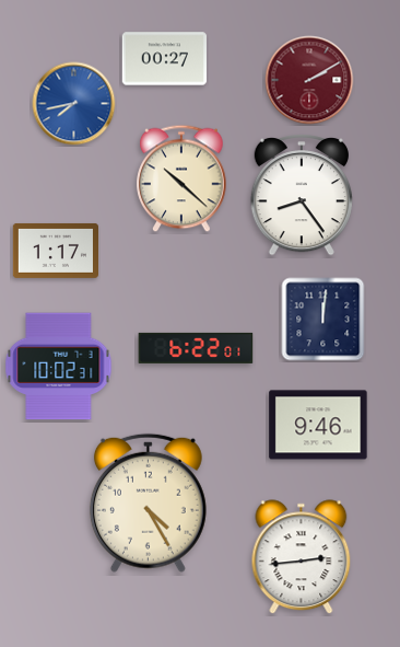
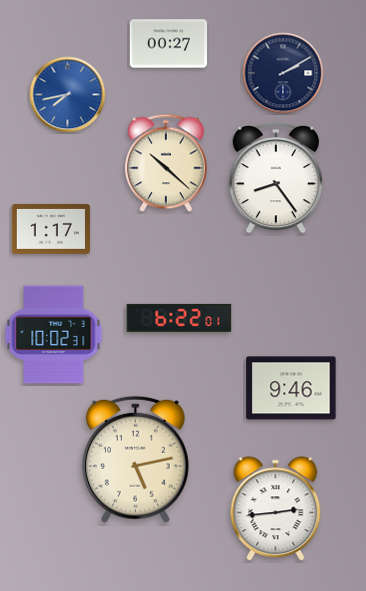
clock at (165, 59) position: (165, 59) -> (169, 44)
clock at (309, 80) dial: burgundy -> navy
clock at (323, 320): 12:01 -> none
clock at (148, 502): 4:25 -> 5:13
